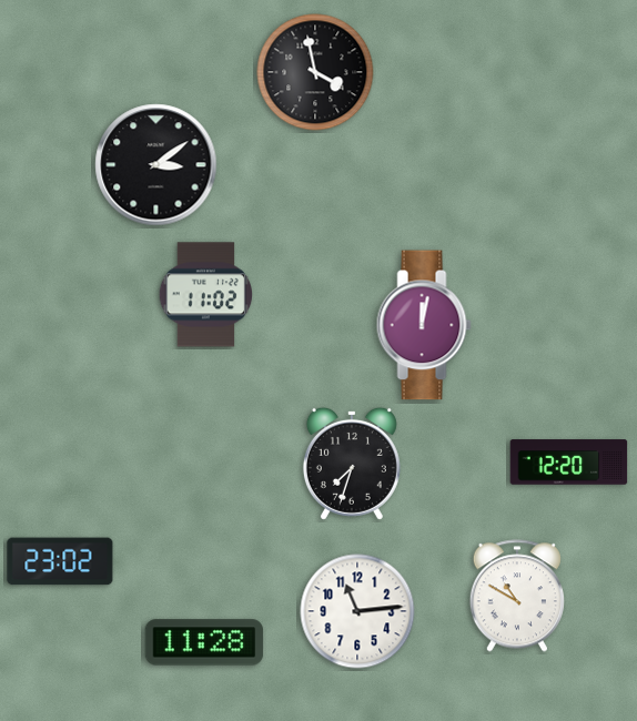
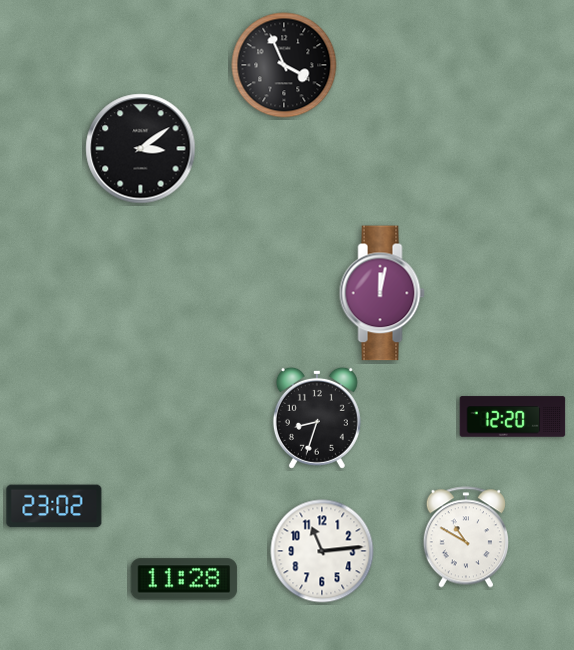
clock at (315, 72): 3:58 -> 3:56
clock at (206, 295): 11:02 -> none
clock at (352, 464): 7:33 -> 8:33
